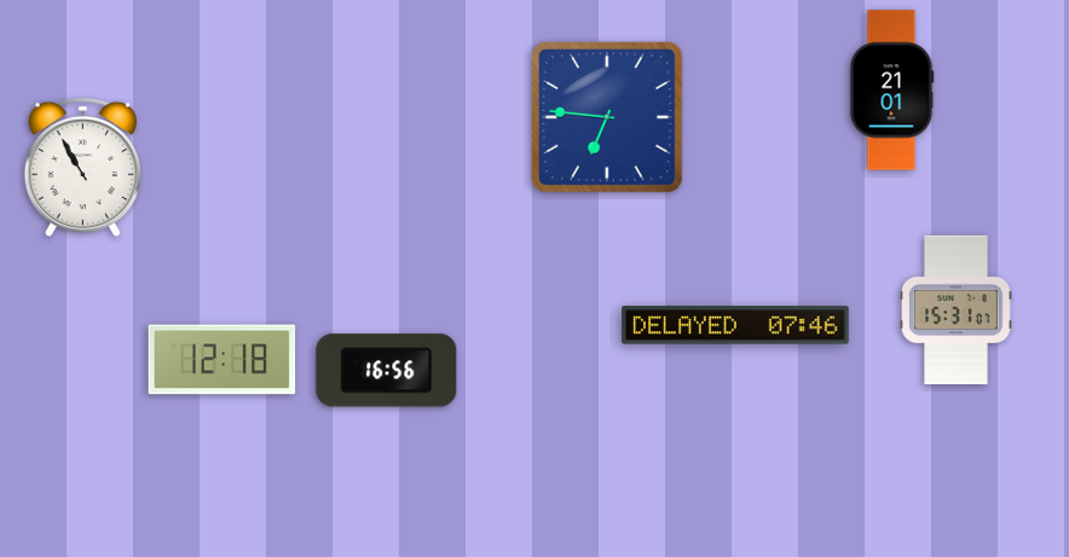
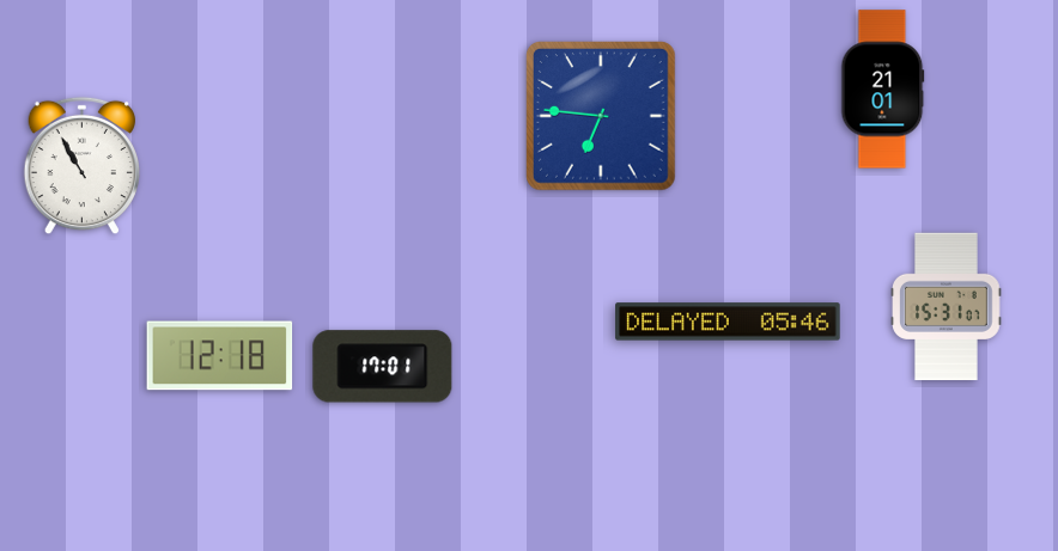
clock at (735, 325): 07:46 -> 05:46
clock at (387, 371): 16:56 -> 17:01
